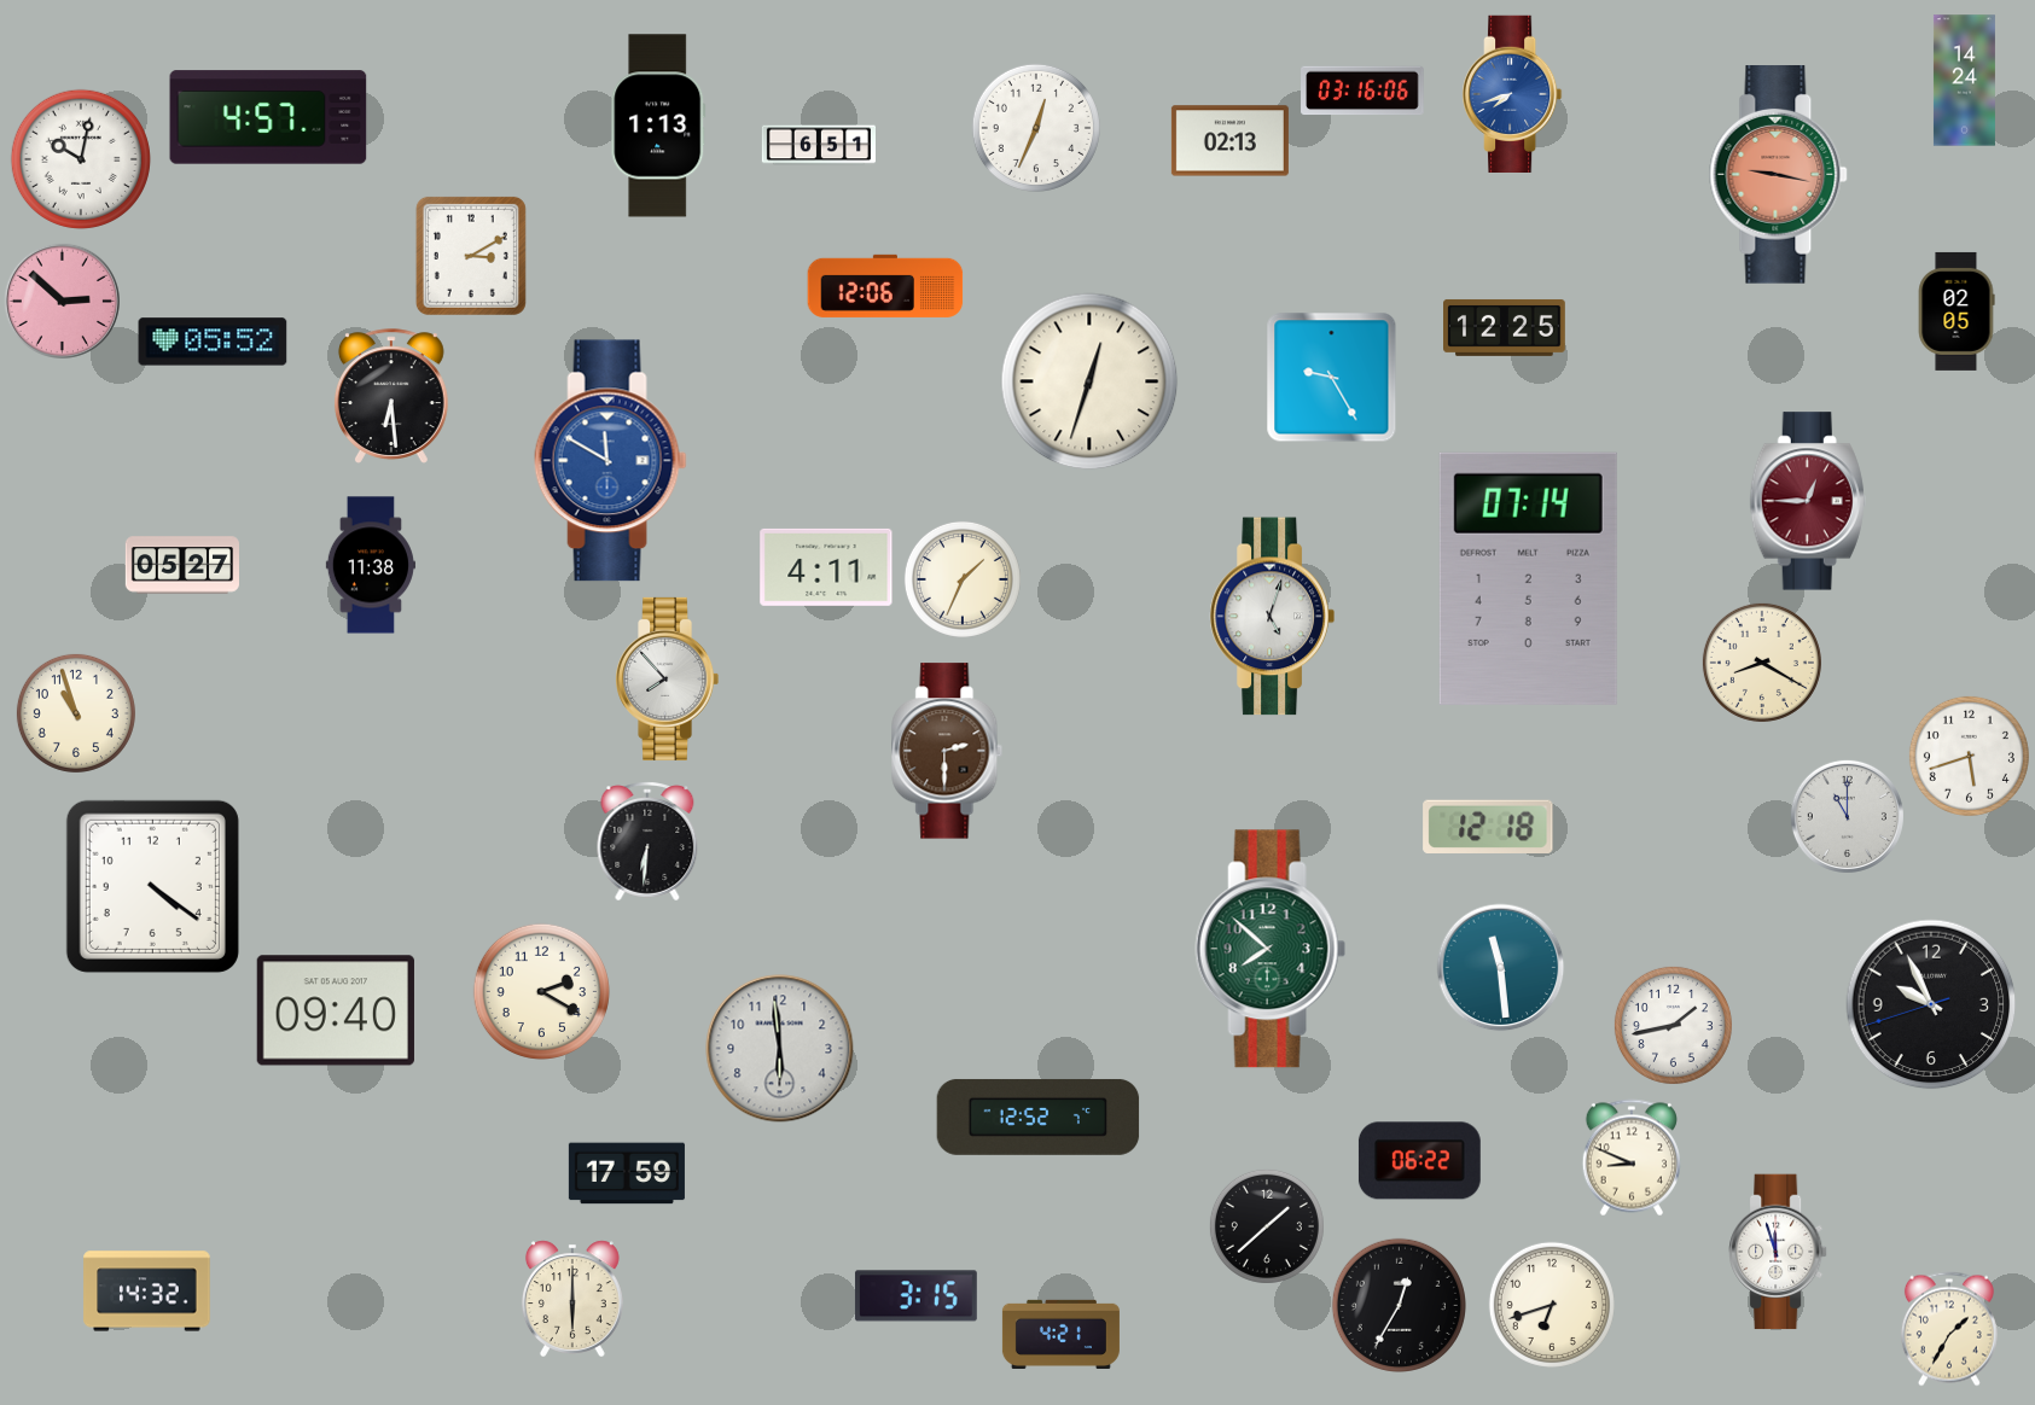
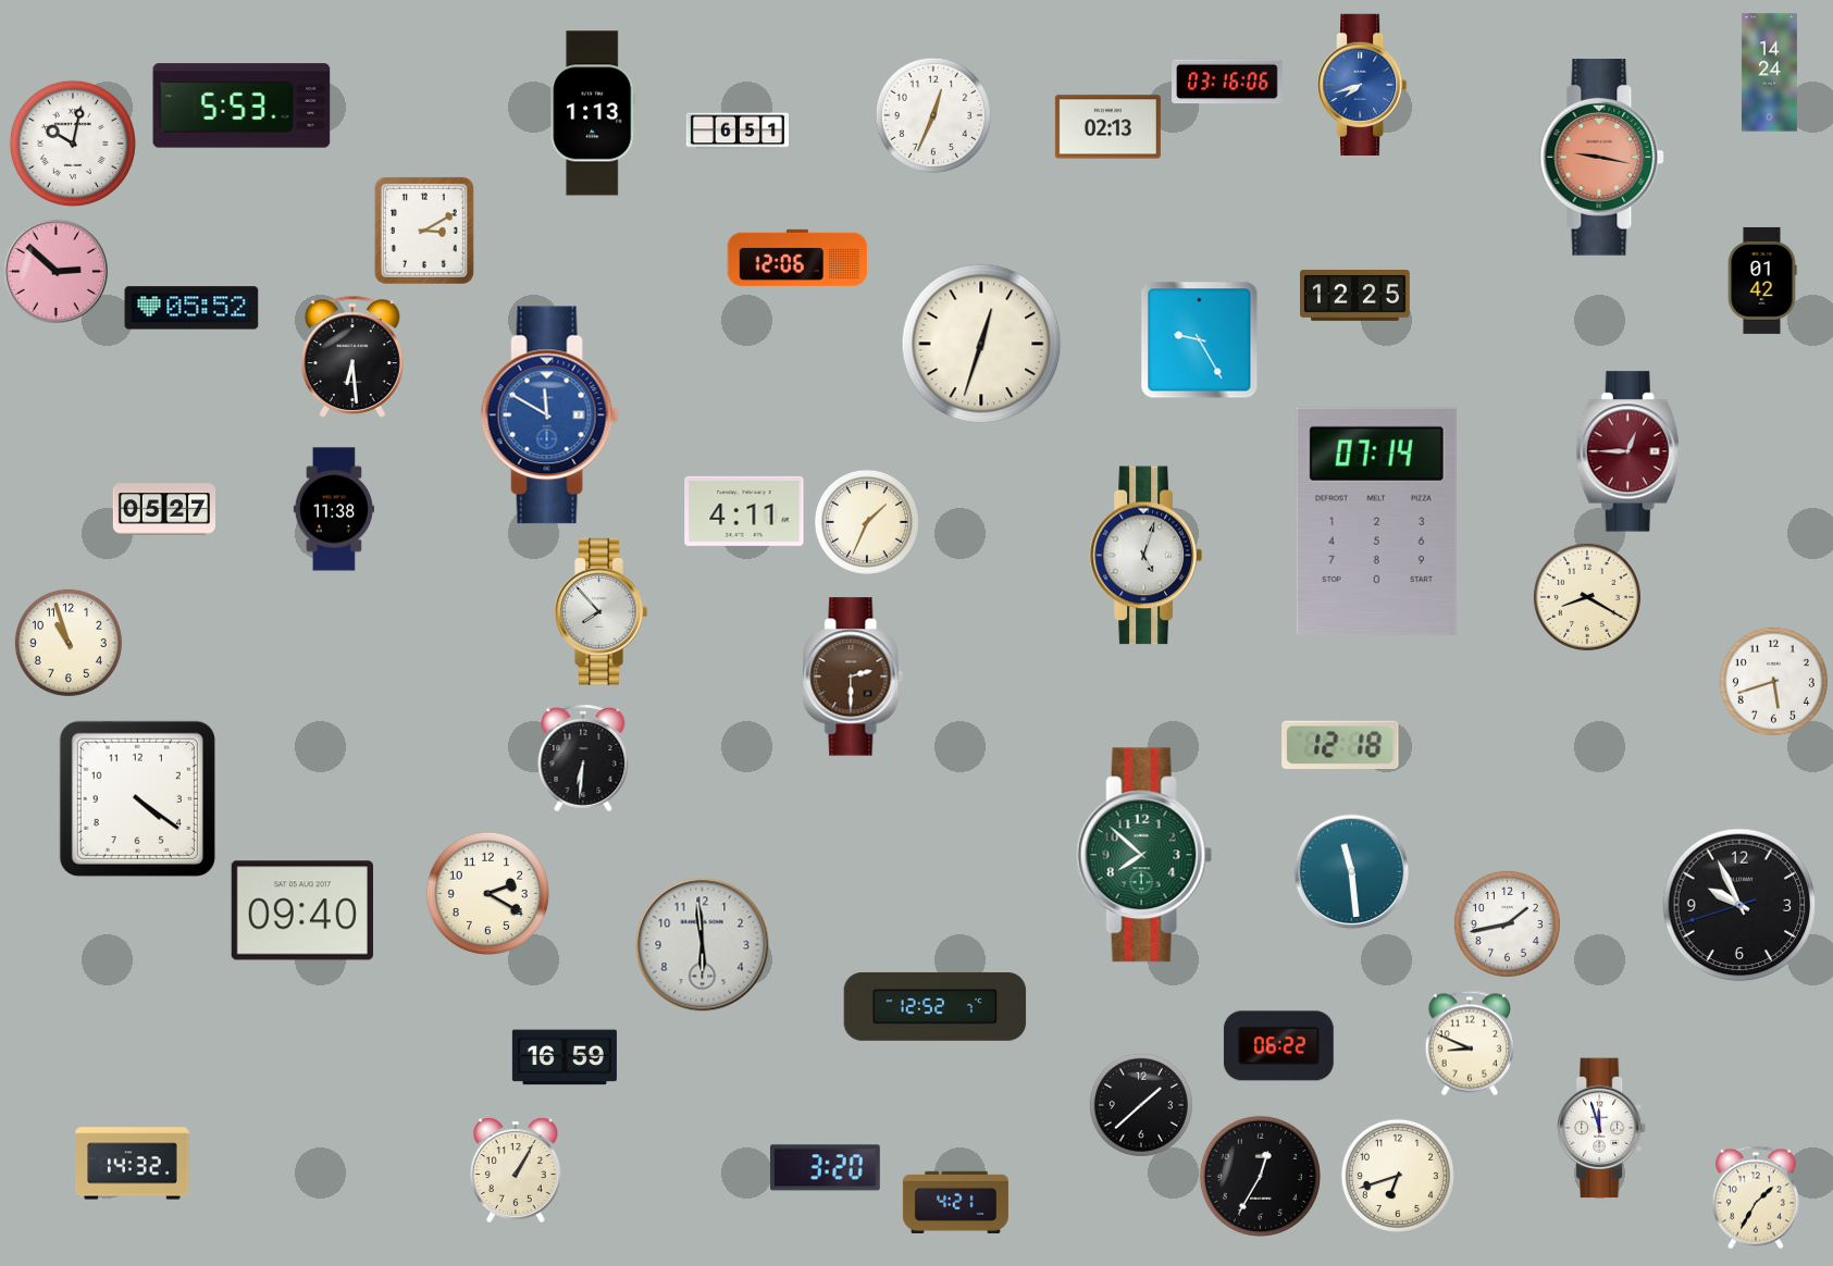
clock at (268, 117): 4:57 -> 5:53
clock at (1956, 311): 02:05 -> 01:42
clock at (1847, 816): 11:00 -> none
clock at (627, 1173): 17:59 -> 16:59
clock at (915, 1296): 3:15 -> 3:20
clock at (572, 1299): 6:00 -> 1:05
